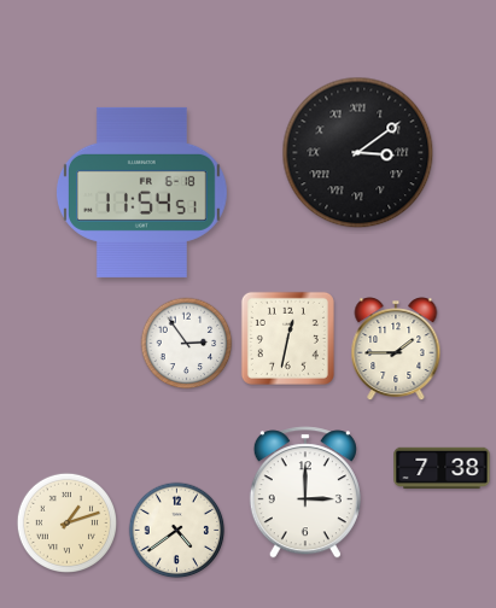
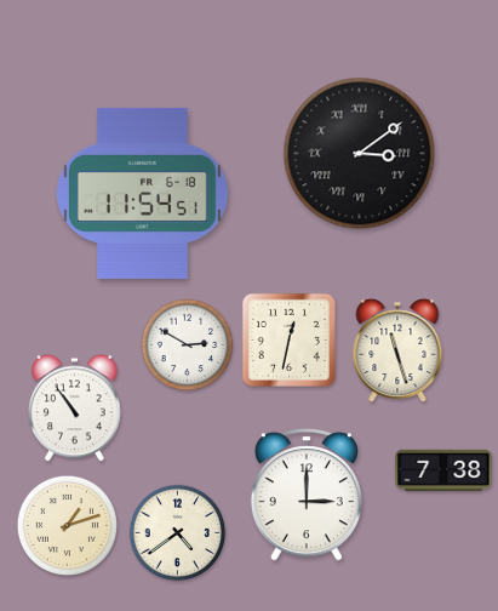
clock at (187, 344): 2:54 -> 2:50
clock at (396, 350): 1:45 -> 11:27
clock at (75, 409): none -> 10:54
